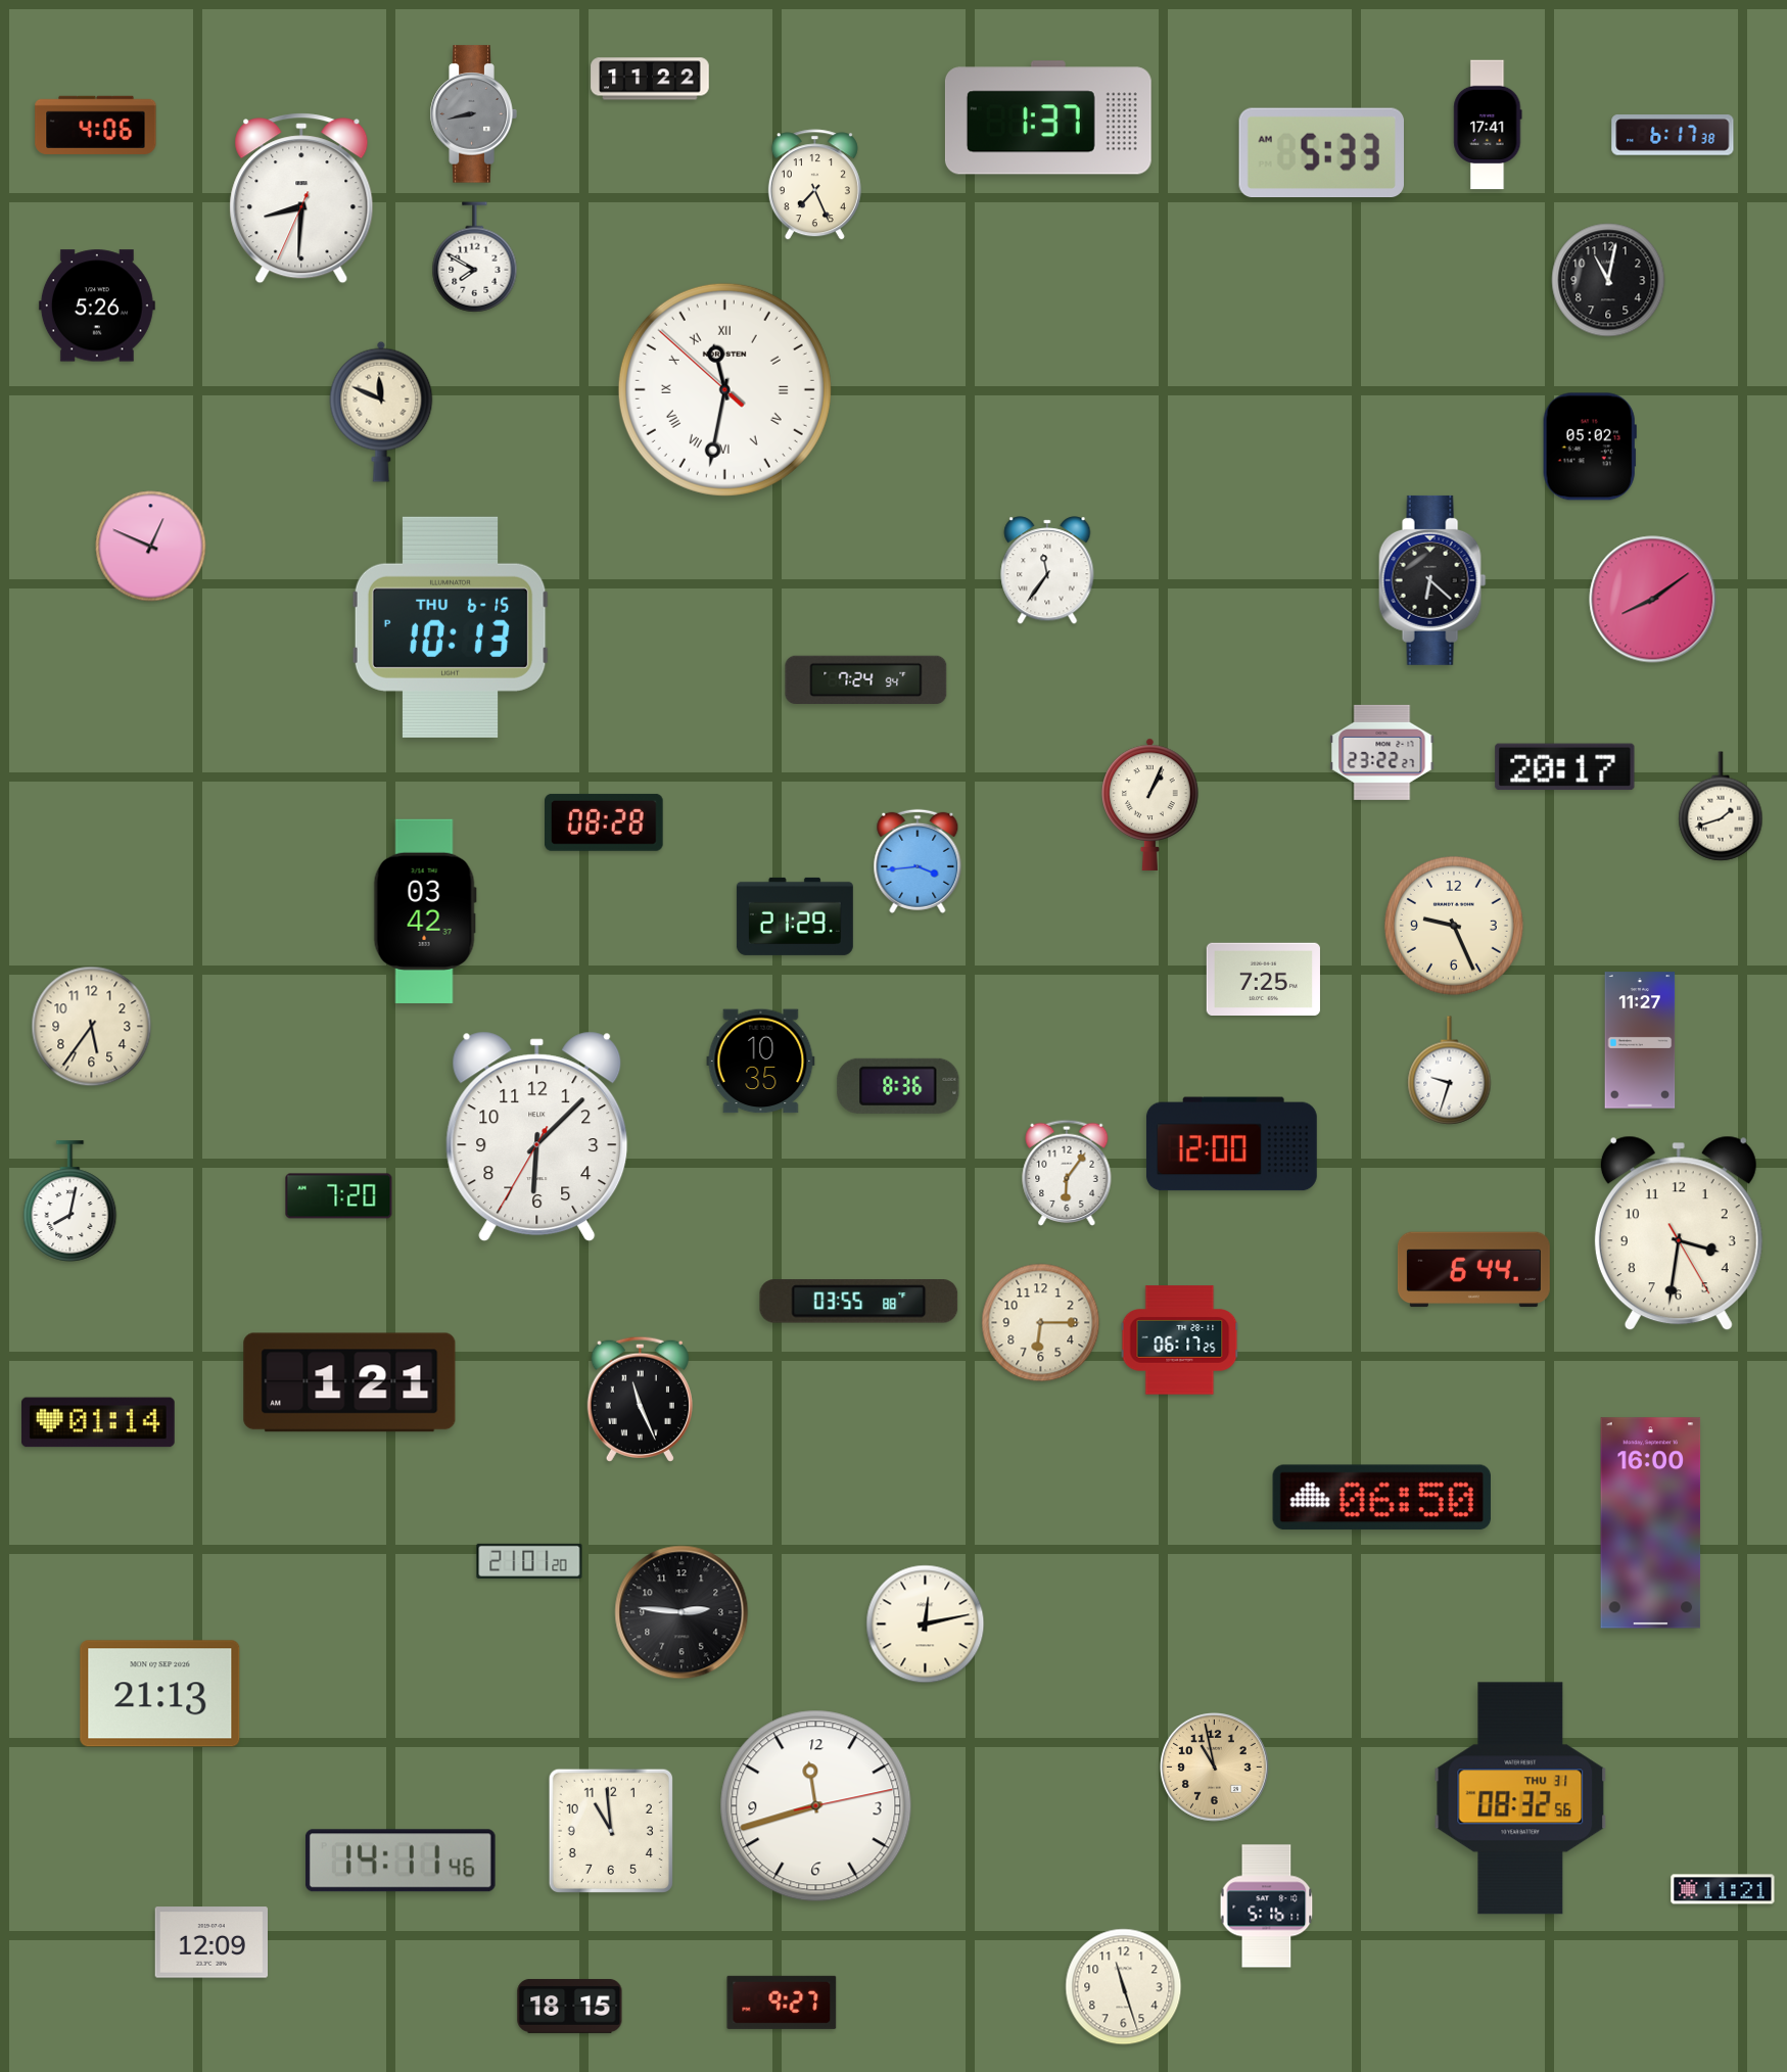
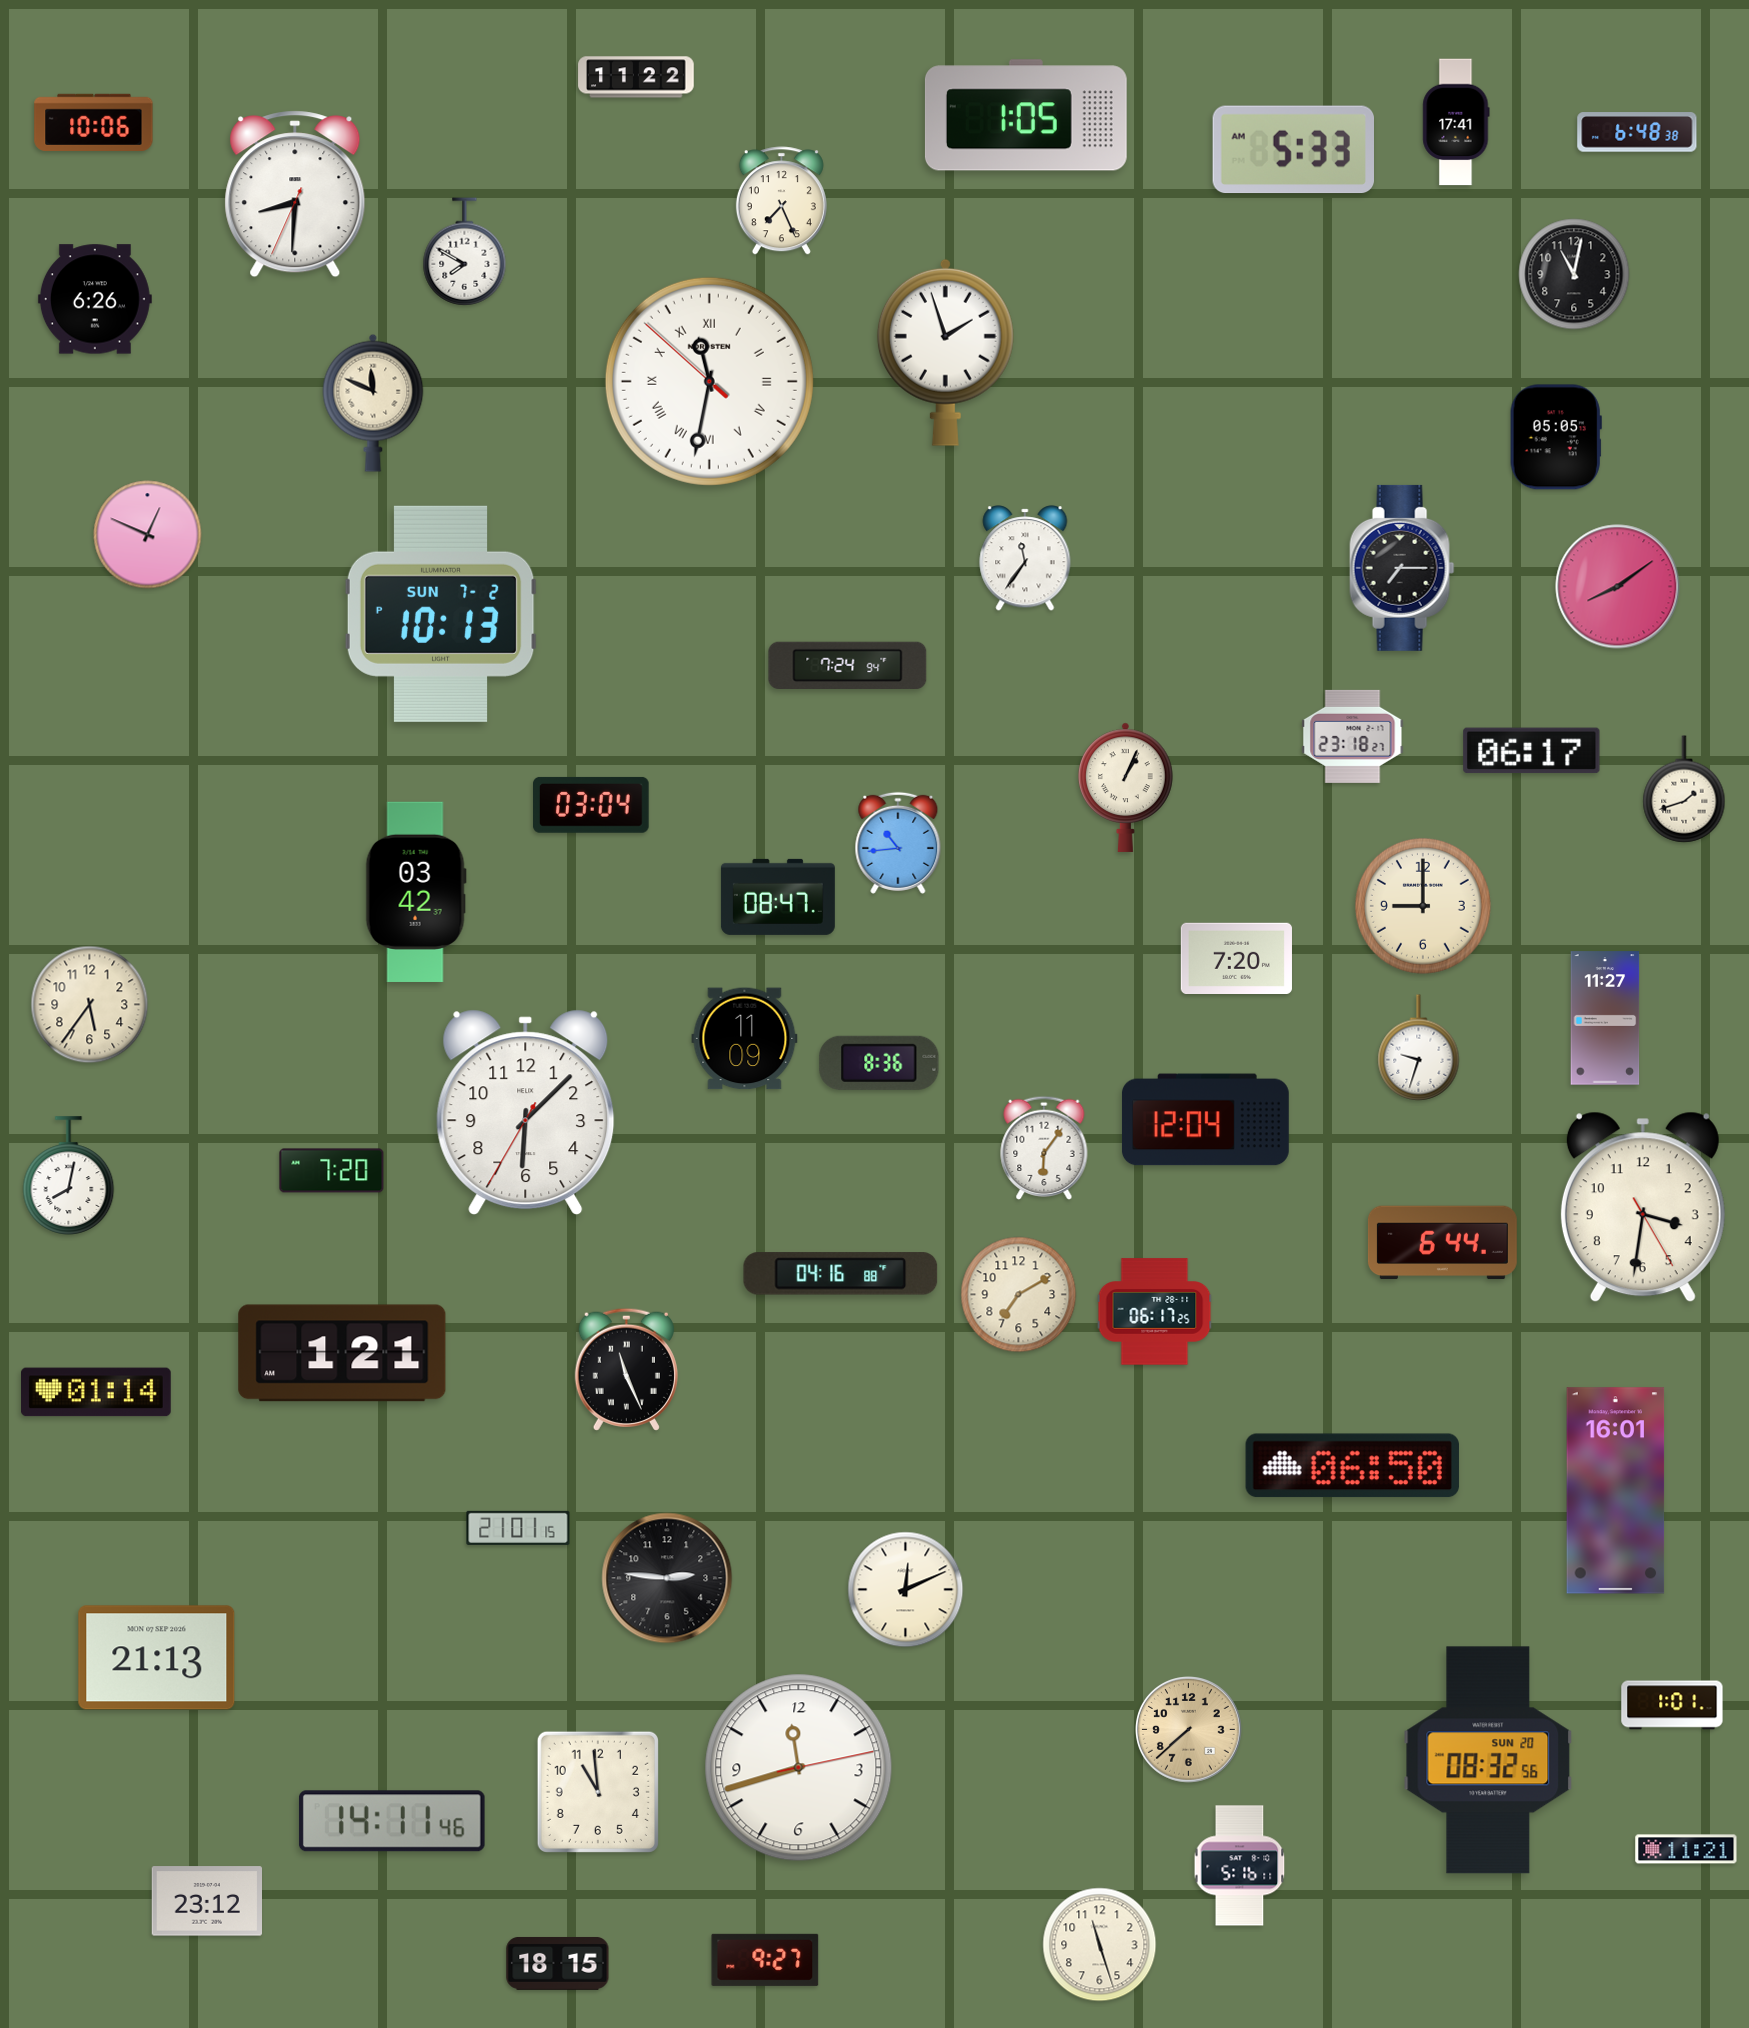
clock at (473, 114): 8:43 -> none
clock at (1048, 117): 1:37 -> 1:05
clock at (96, 125): 4:06 -> 10:06
clock at (1673, 135): 6:17 -> 6:48
clock at (814, 185) position: (814, 185) -> (781, 201)
clock at (97, 305): 5:26 -> 6:26
clock at (945, 352): none -> 1:57
clock at (1590, 446): 05:02 -> 05:05
clock at (1432, 580): 6:22 -> 7:15
clock at (451, 627) date: THU 6-15 -> SUN 7-2
clock at (1382, 752): 23:22 -> 23:18
clock at (1565, 767): 20:17 -> 06:17
clock at (605, 822): 08:28 -> 03:04
clock at (918, 861): 3:44 -> 10:44
clock at (795, 916): 21:29 -> 08:47
clock at (1454, 926): 9:26 -> 9:00
clock at (1263, 979): 7:25 -> 7:20
clock at (761, 1062): 10:35 -> 11:09
clock at (1231, 1144): 12:00 -> 12:04
clock at (859, 1302): 03:55 -> 04:16
clock at (1041, 1323): 6:15 -> 7:10
clock at (1651, 1523): 16:00 -> 16:01
clock at (529, 1561): 21:01:20 -> 21:01:15
clock at (926, 1624): 12:13 -> 12:11
clock at (1672, 1705): none -> 1:01
clock at (1215, 1768): 10:58 -> 7:38
clock at (1520, 1798) date: THU 31 -> SUN 20
clock at (210, 1942): 12:09 -> 23:12
